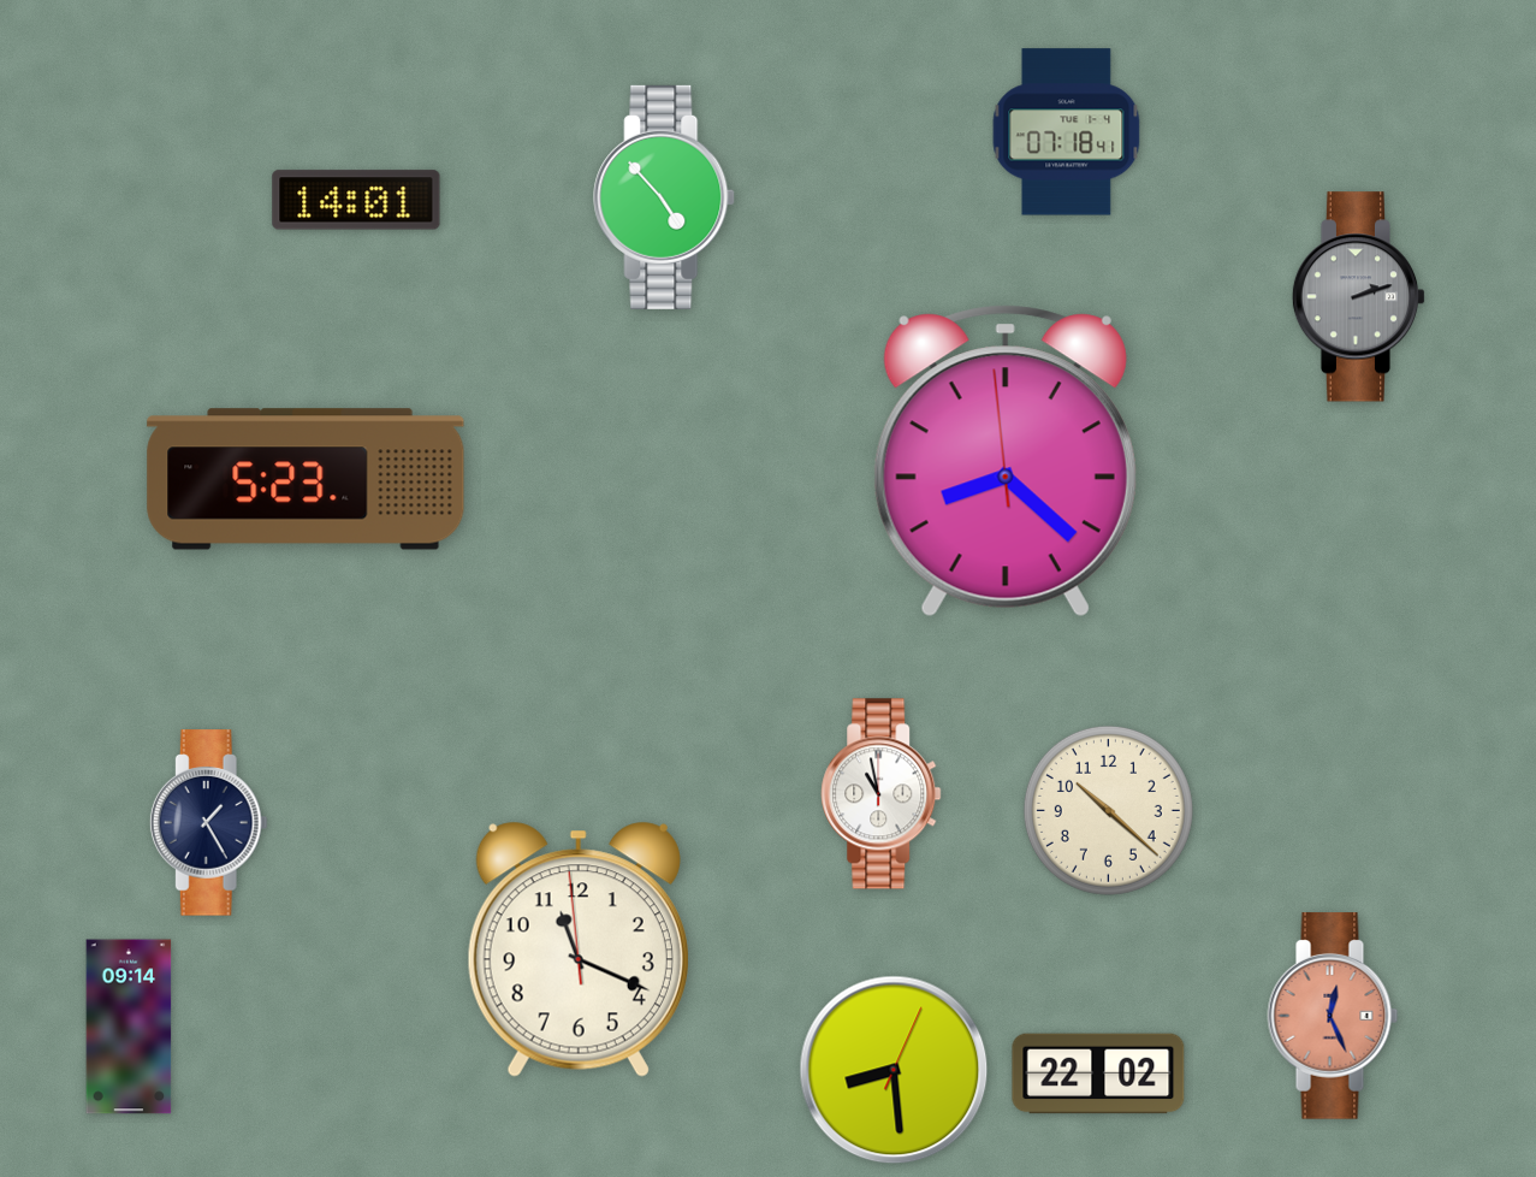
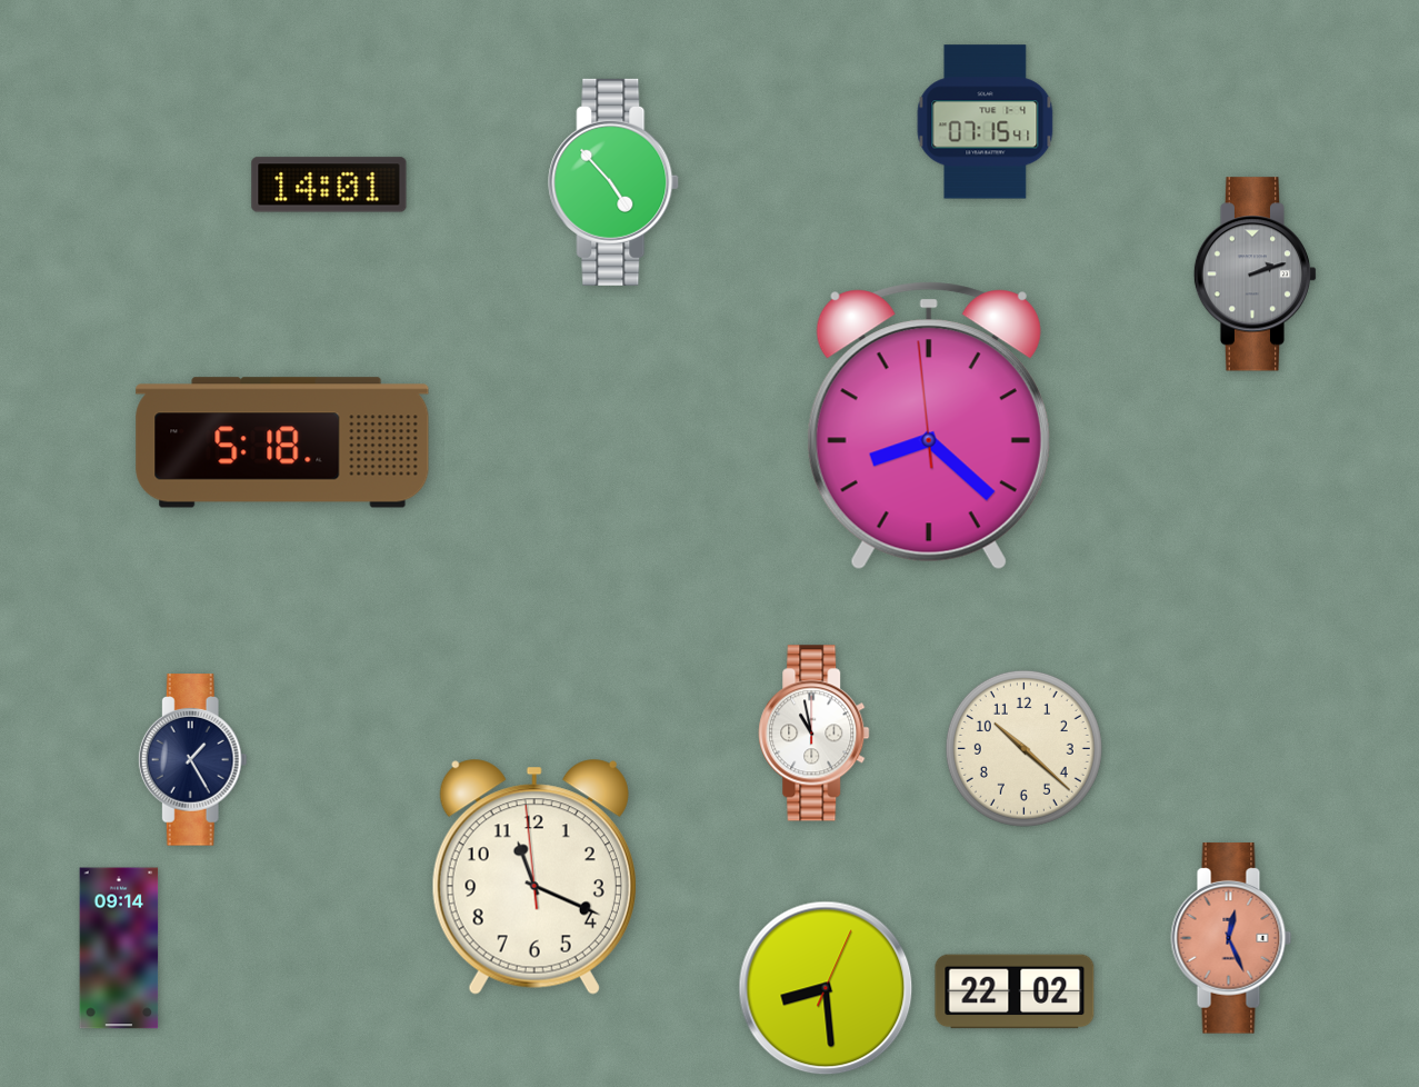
clock at (1067, 132): 07:18 -> 07:15
clock at (306, 479): 5:23 -> 5:18
